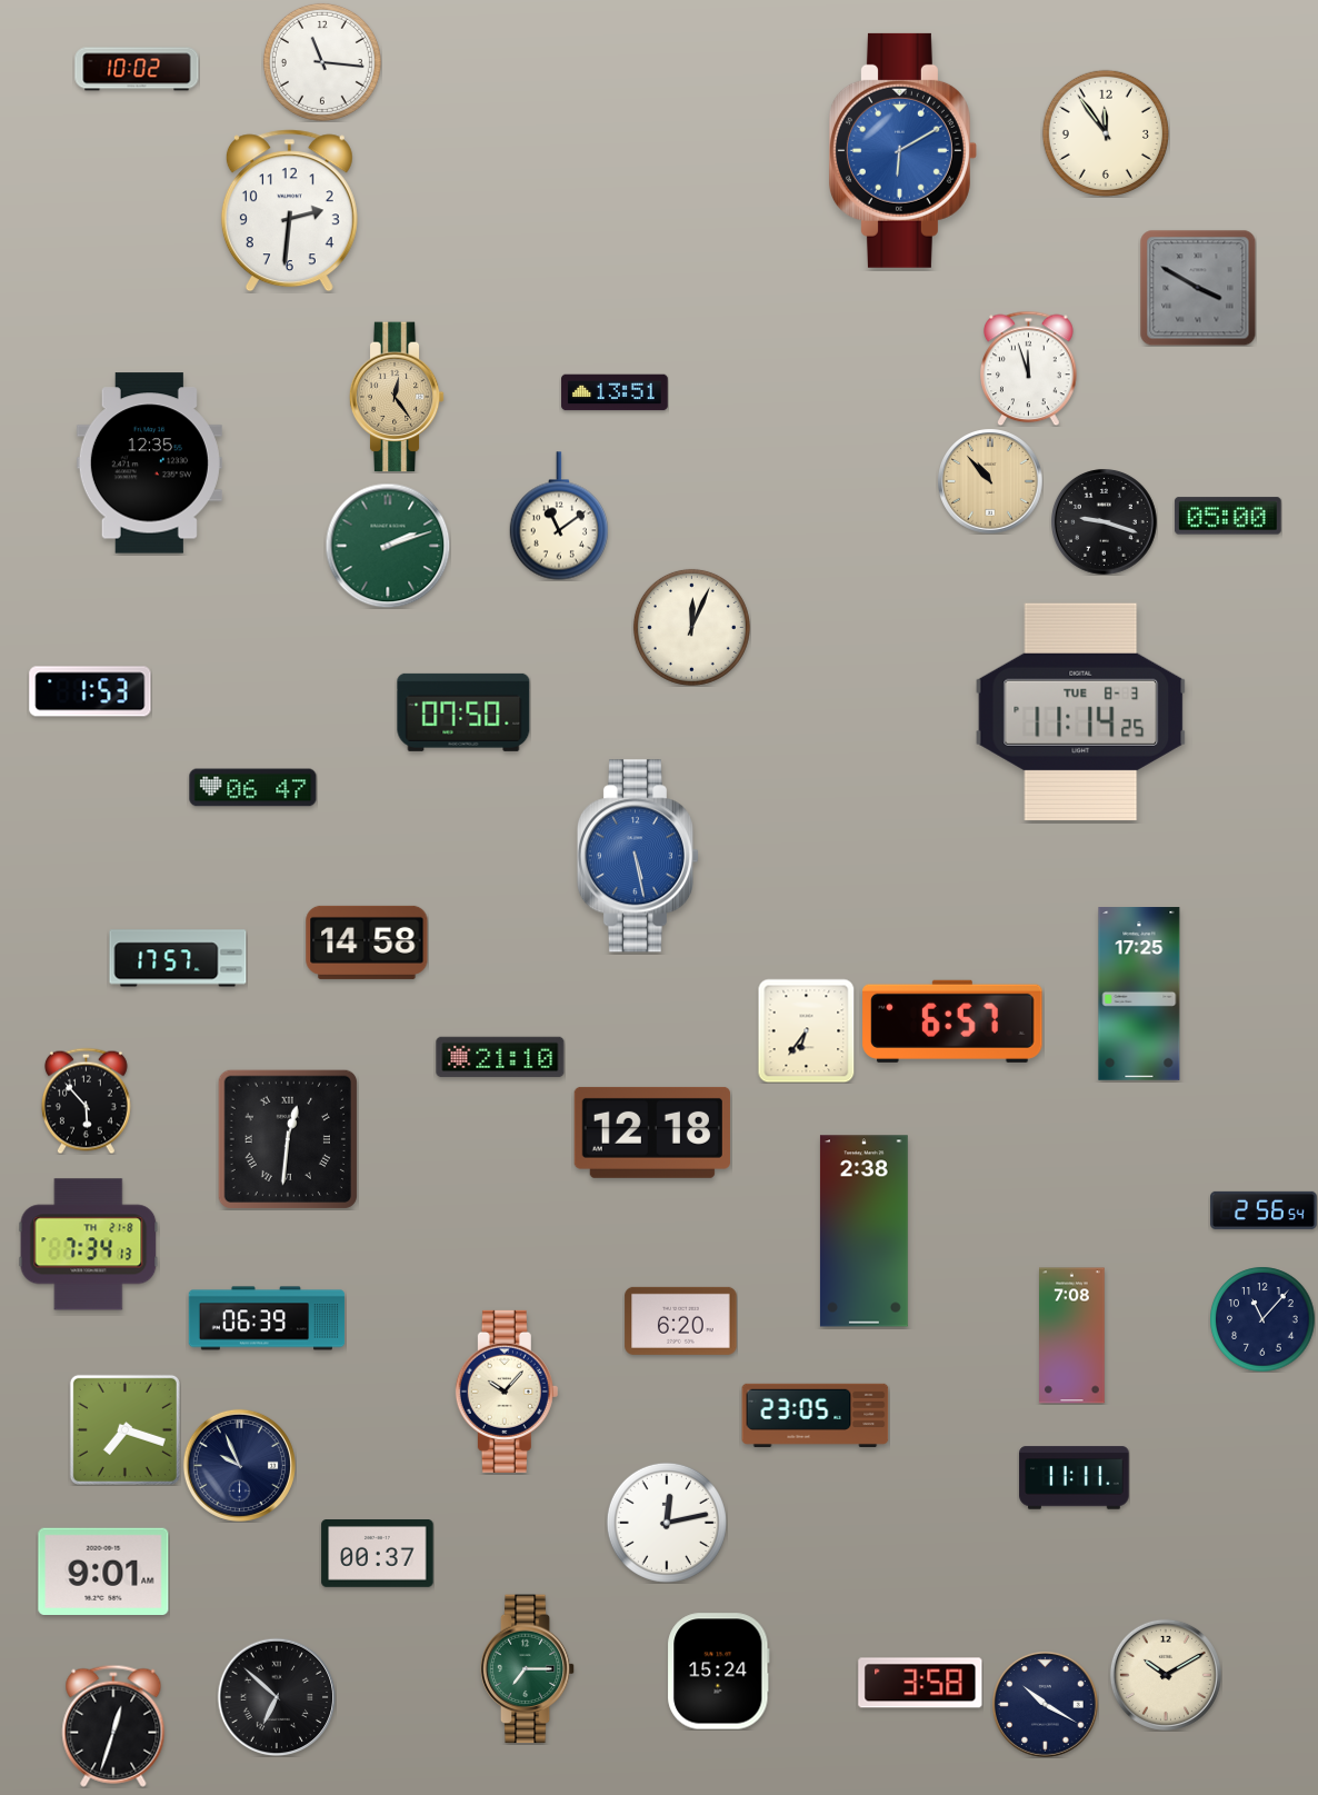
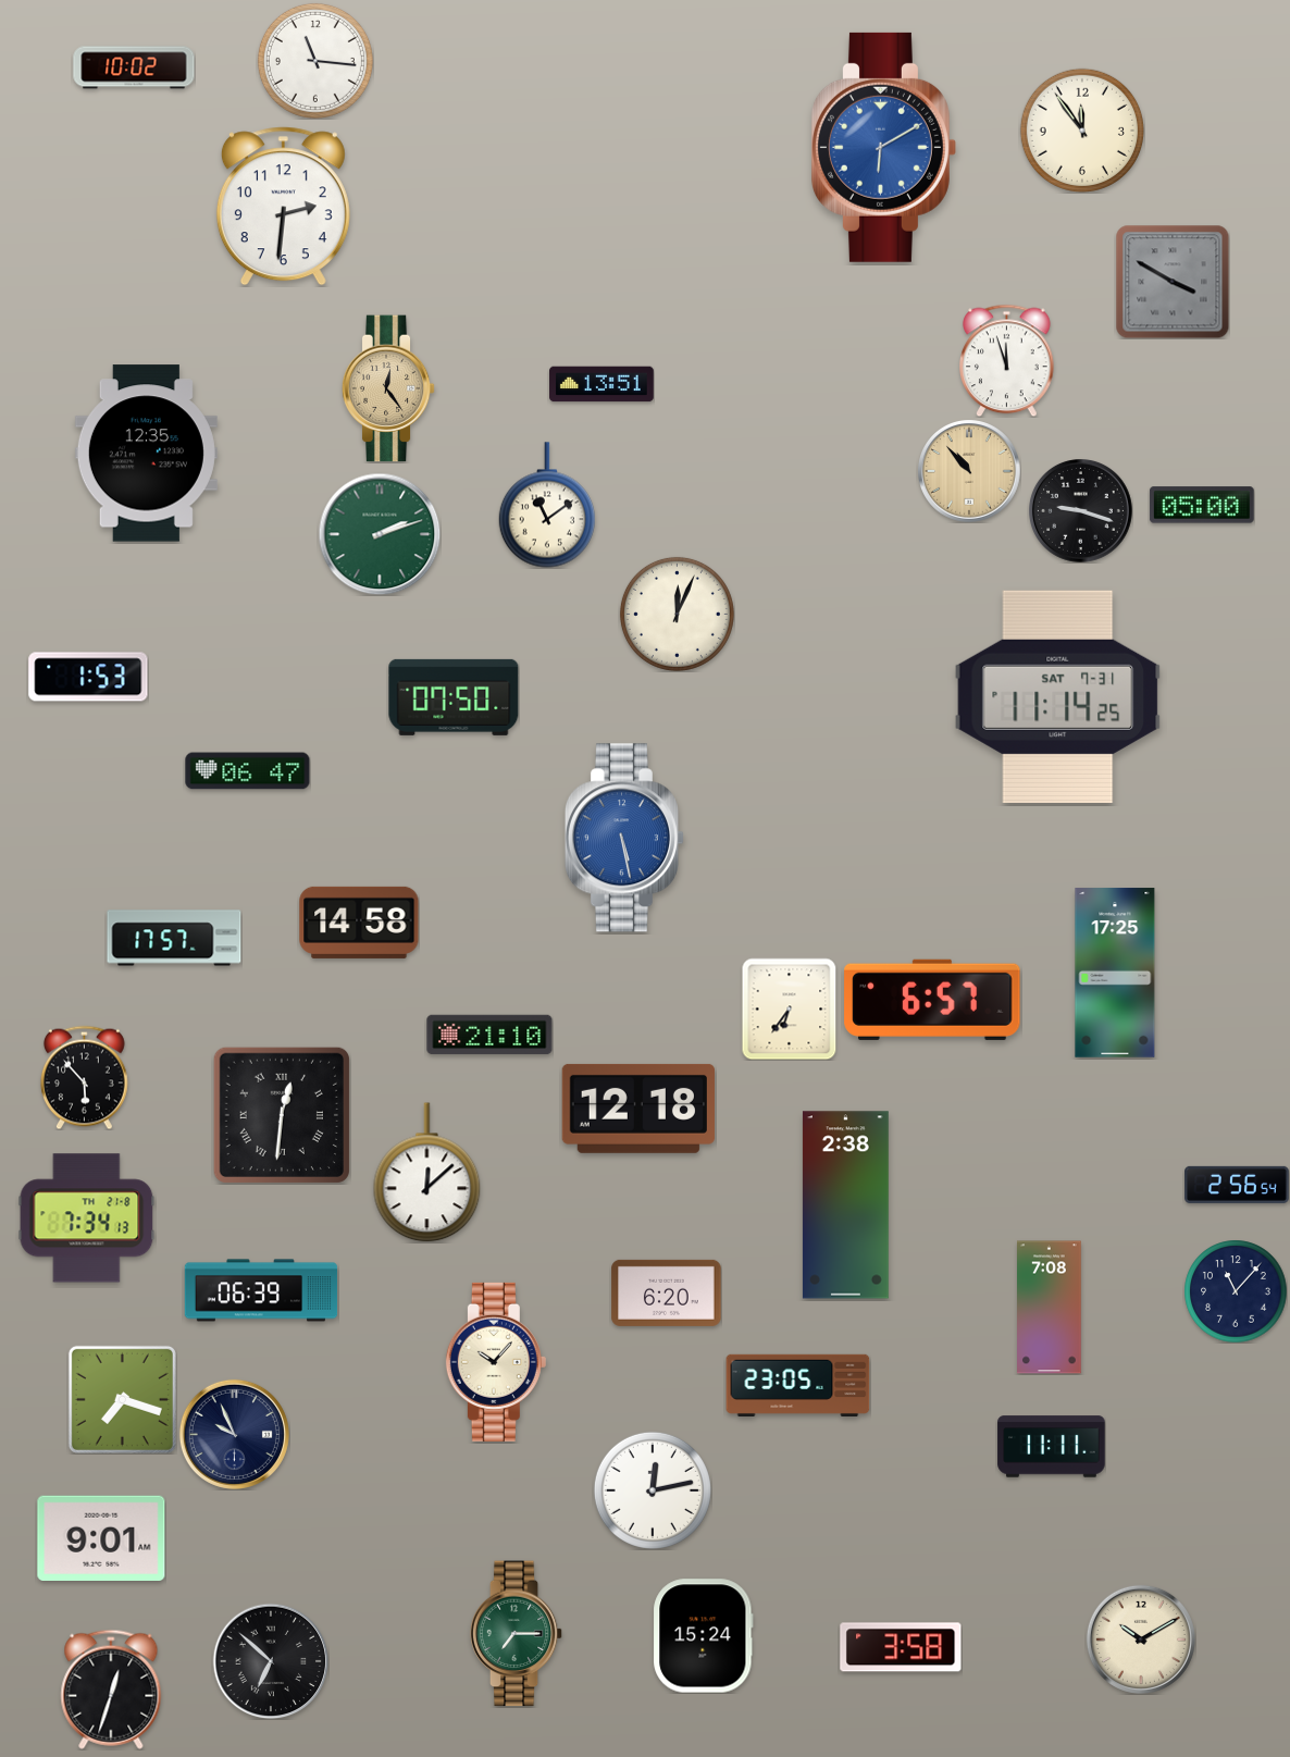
clock at (1081, 711) date: TUE 8-3 -> SAT 7-31
clock at (427, 1173): none -> 12:08
clock at (378, 1554): 00:37 -> none
clock at (1046, 1705): 10:20 -> none
